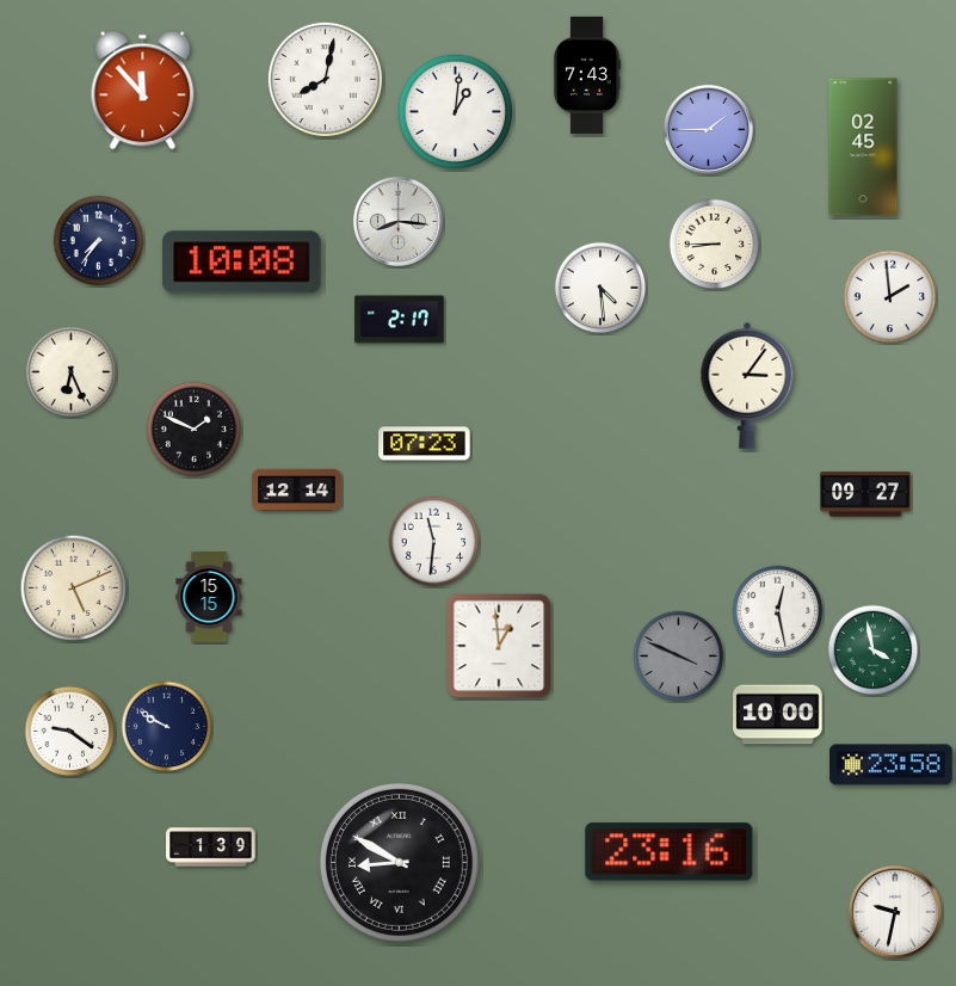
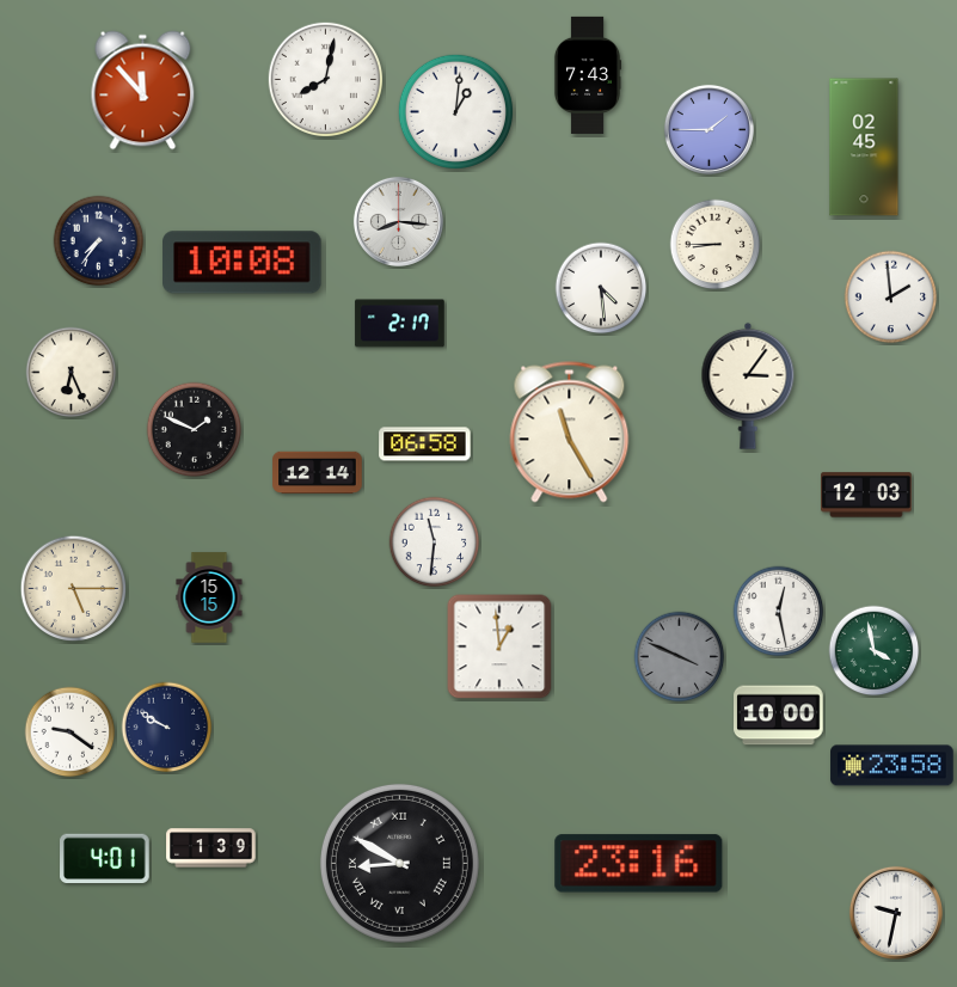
clock at (400, 320) position: (400, 320) -> (400, 324)
clock at (570, 433): none -> 11:25
clock at (425, 444): 07:23 -> 06:58
clock at (297, 491) position: (297, 491) -> (318, 473)
clock at (865, 494): 09:27 -> 12:03
clock at (74, 588): 5:11 -> 5:15
clock at (670, 852) position: (670, 852) -> (639, 864)
clock at (105, 859): none -> 4:01
